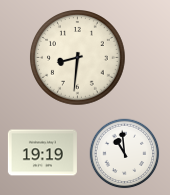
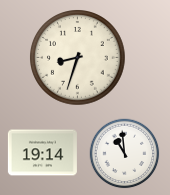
clock at (78, 58): 8:31 -> 8:33
clock at (42, 153): 19:19 -> 19:14
